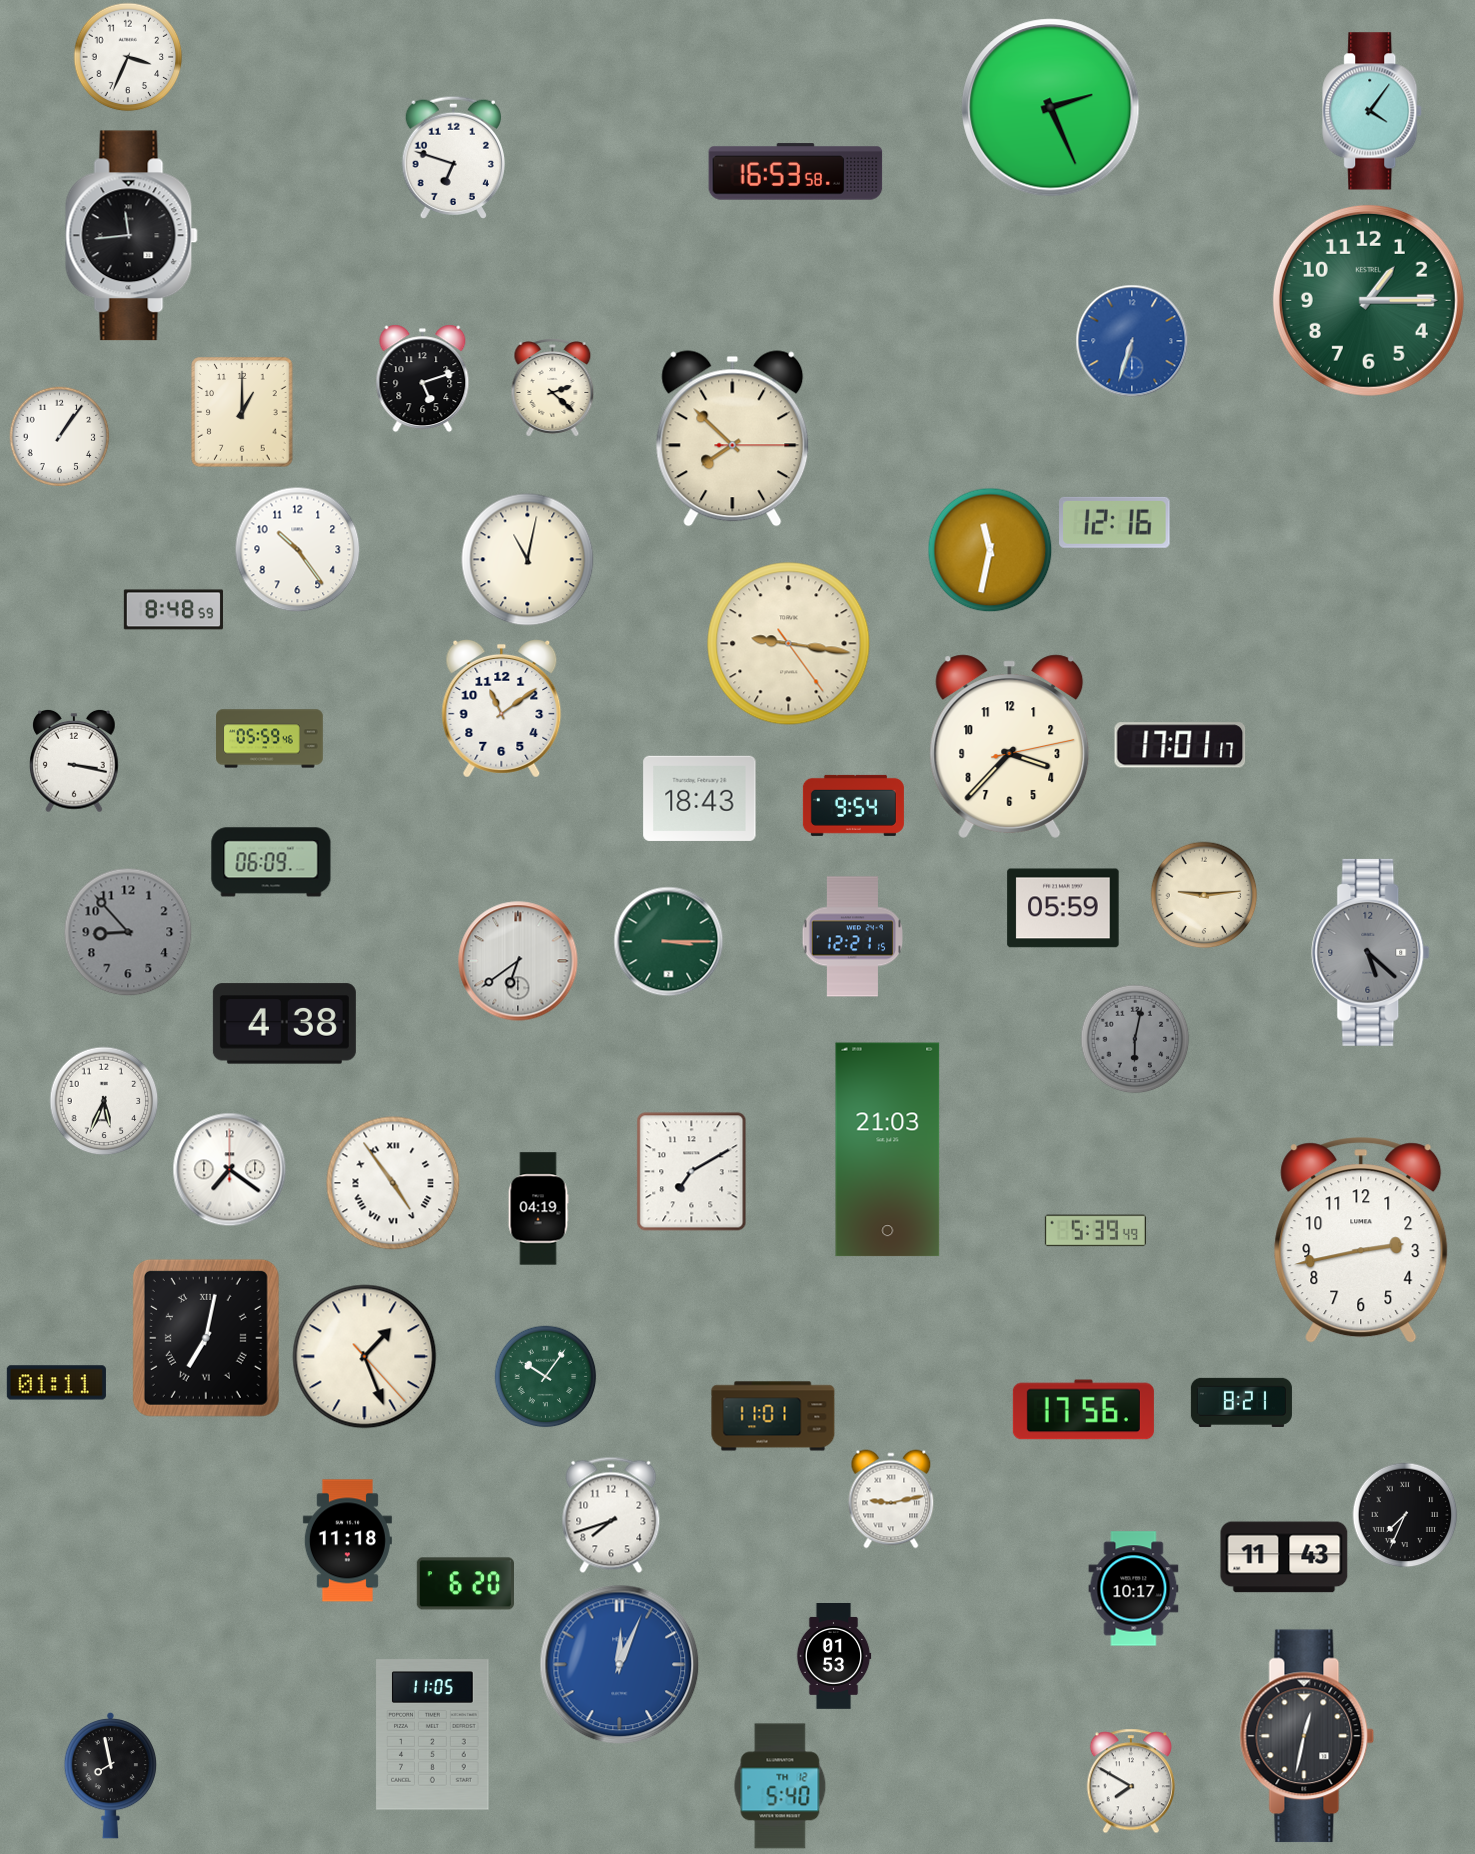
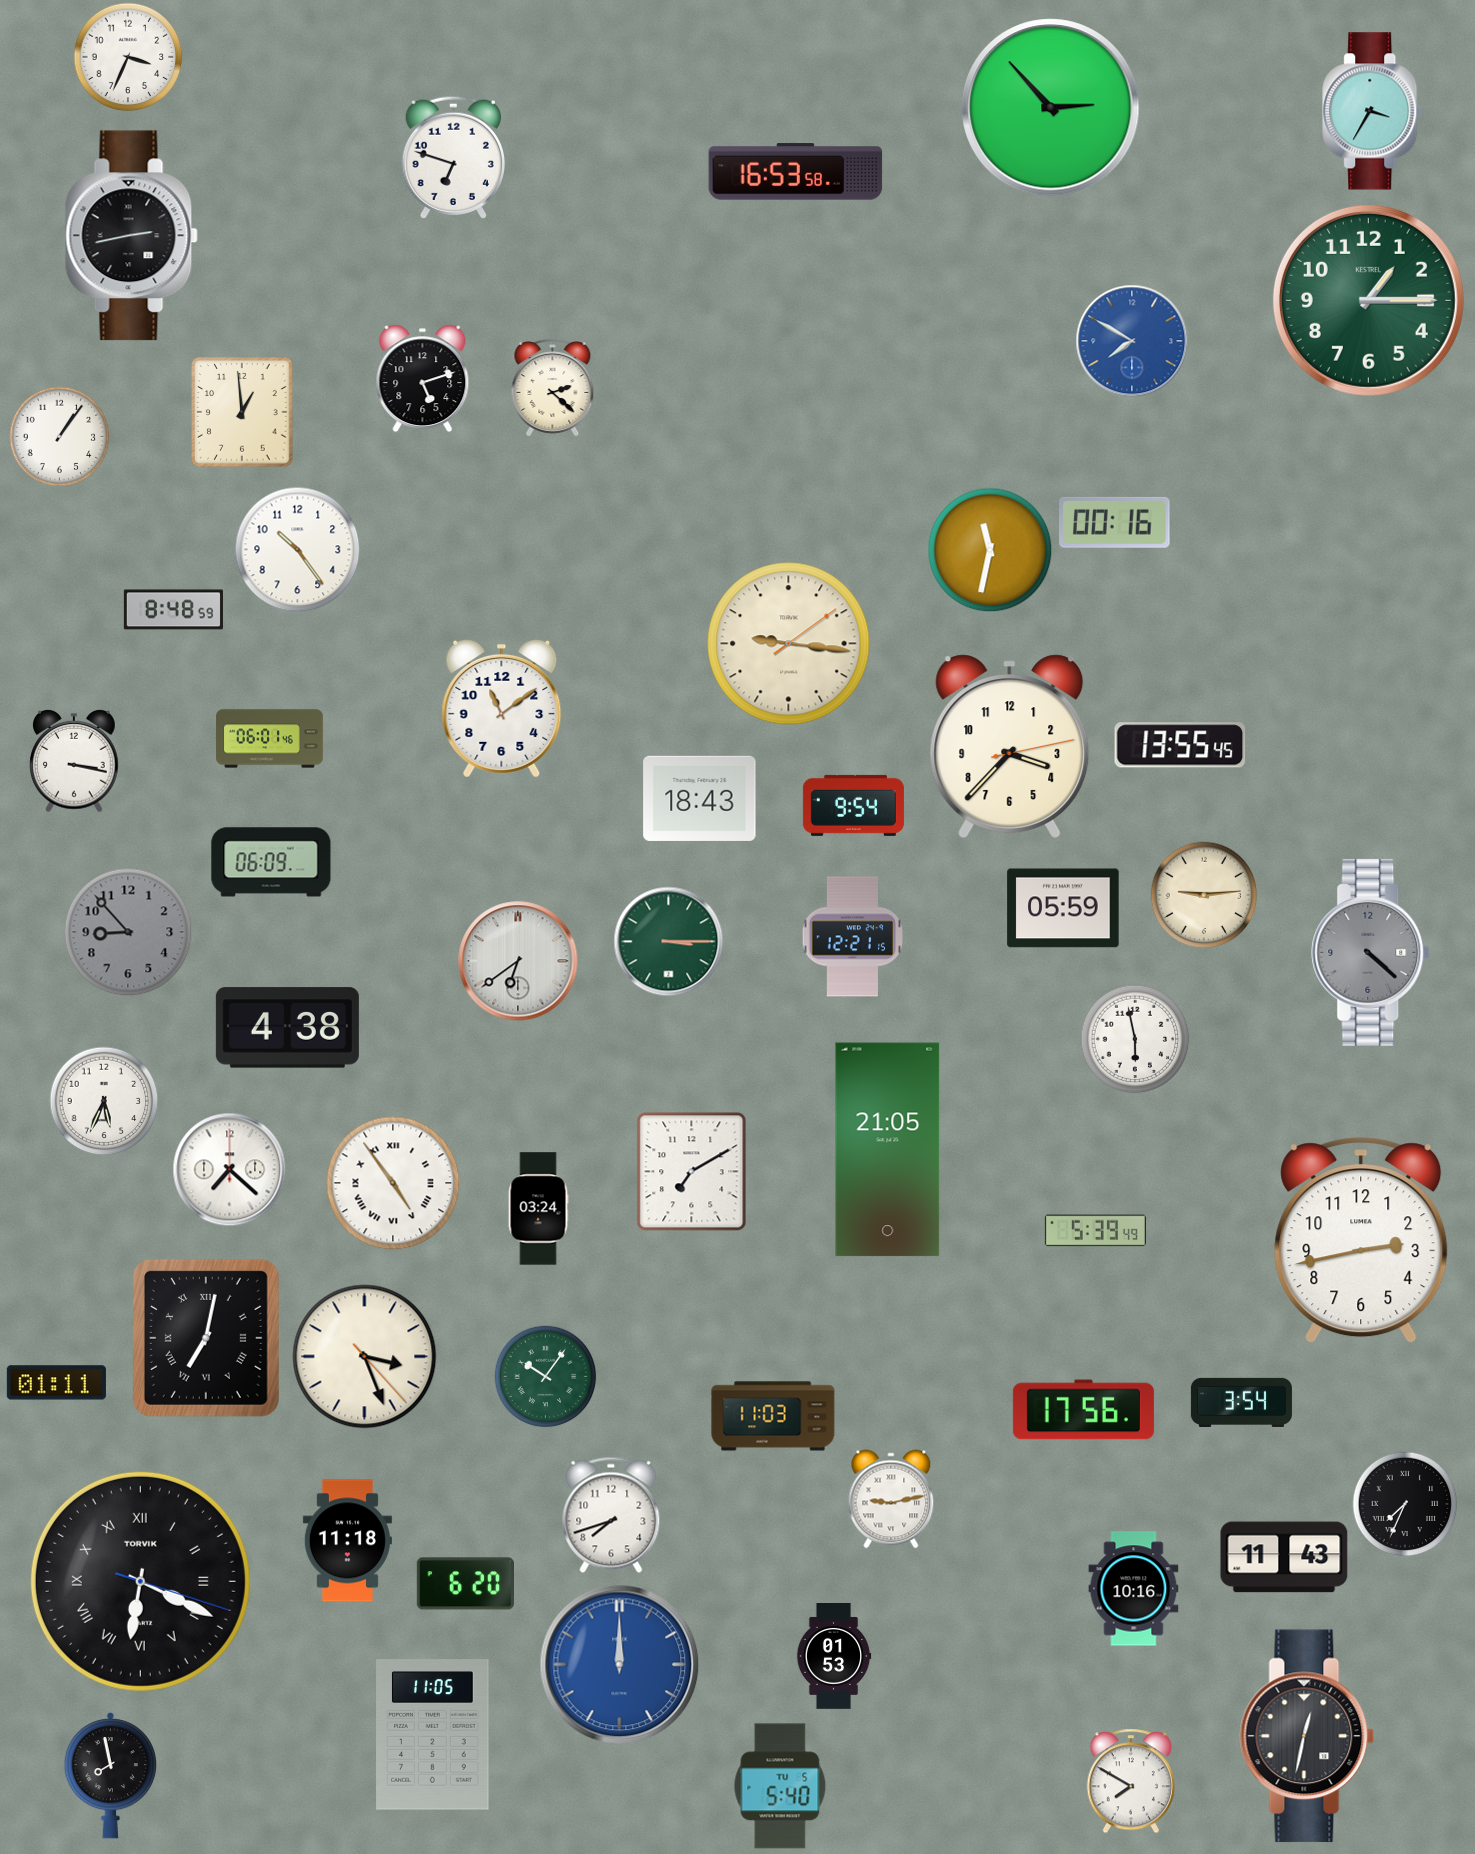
clock at (1051, 108): 2:26 -> 2:53
clock at (1373, 111): 4:06 -> 3:35
clock at (131, 236): 11:44 -> 2:43
clock at (1132, 341): 6:33 -> 7:50
clock at (242, 412): 1:00 -> 12:59
clock at (733, 439): 7:52 -> none
clock at (1115, 522): 12:16 -> 00:16
clock at (528, 560): 11:02 -> none
clock at (789, 644): 9:16:24 -> 9:16:09
clock at (270, 739): 05:59 -> 06:01
clock at (1180, 745): 17:01 -> 13:55
clock at (1371, 952): 5:22 -> 4:22
clock at (284, 1024) position: (284, 1024) -> (287, 1028)
clock at (1135, 1039): 6:02 -> 5:58
clock at (1135, 1039) dial: grey -> white
clock at (888, 1150): 21:03 -> 21:05
clock at (230, 1170): 7:21 -> 7:22
clock at (538, 1209): 04:19 -> 03:24
clock at (365, 1357): 1:26 -> 3:26
clock at (1241, 1402): 8:21 -> 3:54
clock at (773, 1416): 11:01 -> 11:03
clock at (1405, 1515) position: (1405, 1515) -> (1405, 1504)
clock at (140, 1581): none -> 6:19
clock at (1134, 1589): 10:17 -> 10:16
clock at (620, 1665): 12:04 -> 12:00
clock at (780, 1786) date: TH 12 -> TU 5
